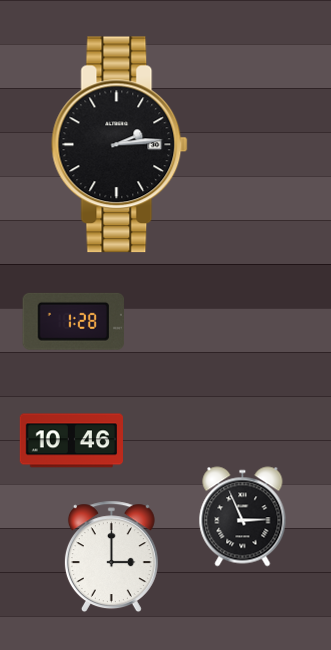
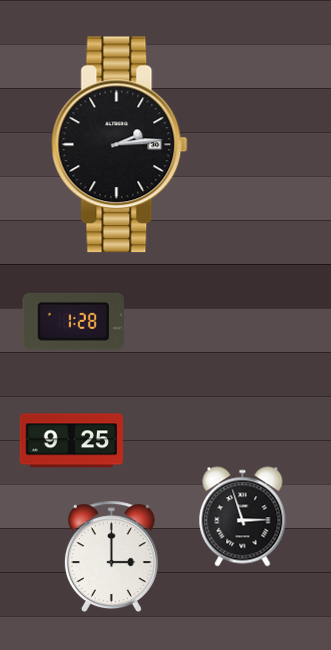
clock at (71, 441): 10:46 -> 9:25
clock at (243, 517): 2:56 -> 2:57
